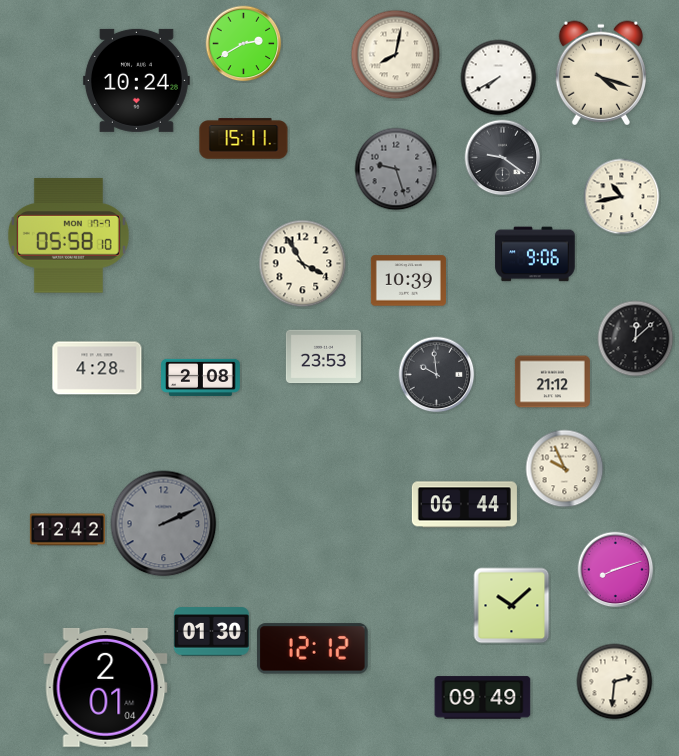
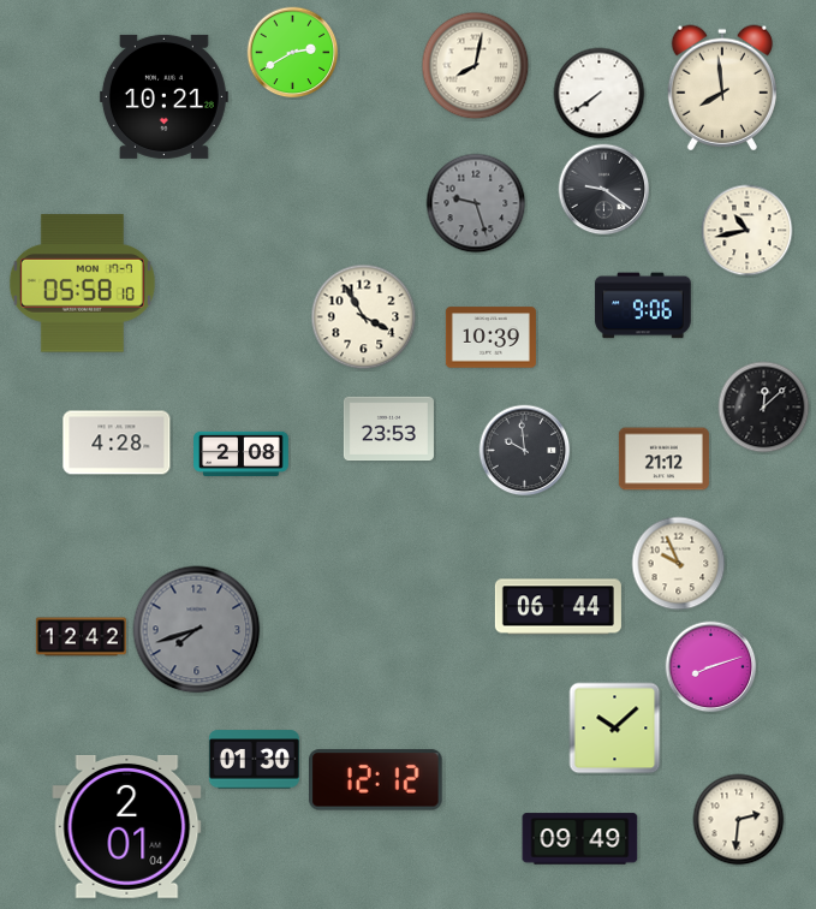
clock at (601, 73): 4:18 -> 7:59
clock at (499, 78): 7:40 -> 7:39
clock at (136, 80): 10:24 -> 10:21
clock at (244, 139): 15:11 -> none
clock at (622, 197) position: (622, 197) -> (747, 231)
clock at (164, 524): 2:11 -> 7:42
clock at (616, 570) position: (616, 570) -> (711, 667)
